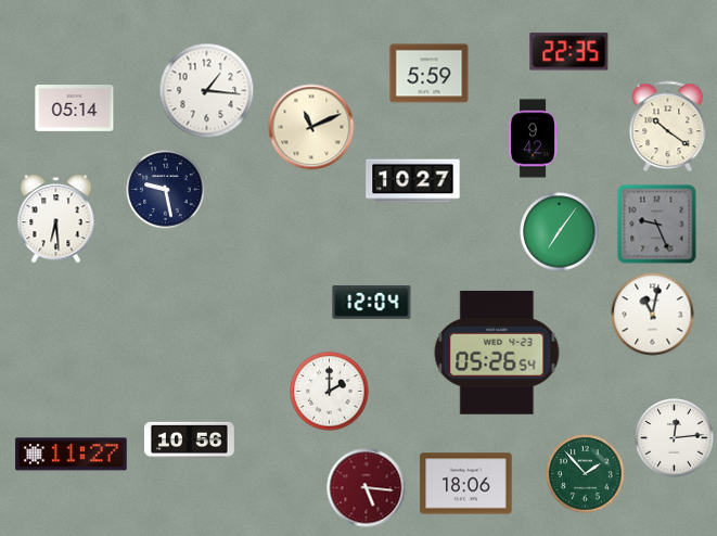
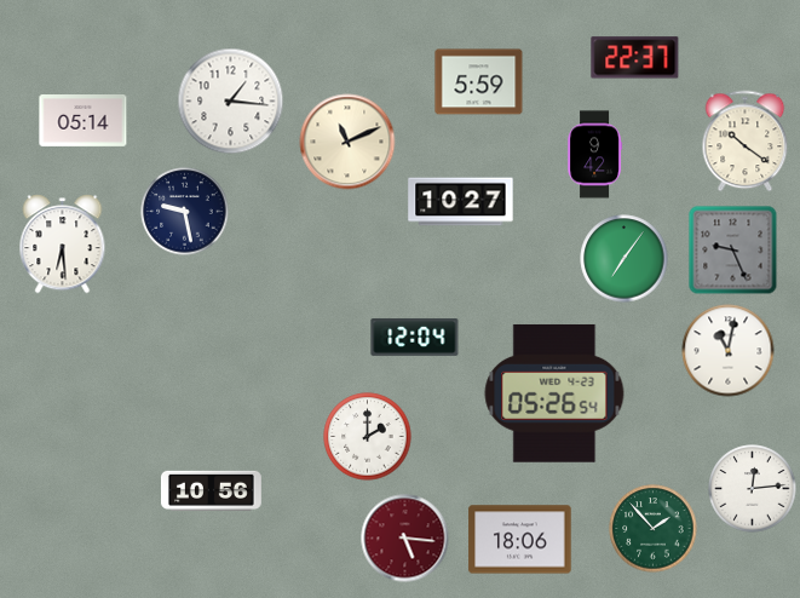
clock at (569, 52): 22:35 -> 22:37
clock at (72, 455): 11:27 -> none
clock at (367, 488) position: (367, 488) -> (405, 539)
